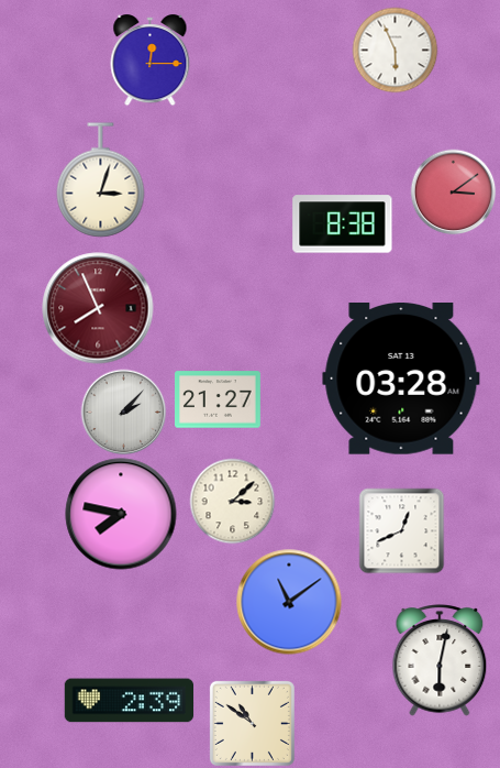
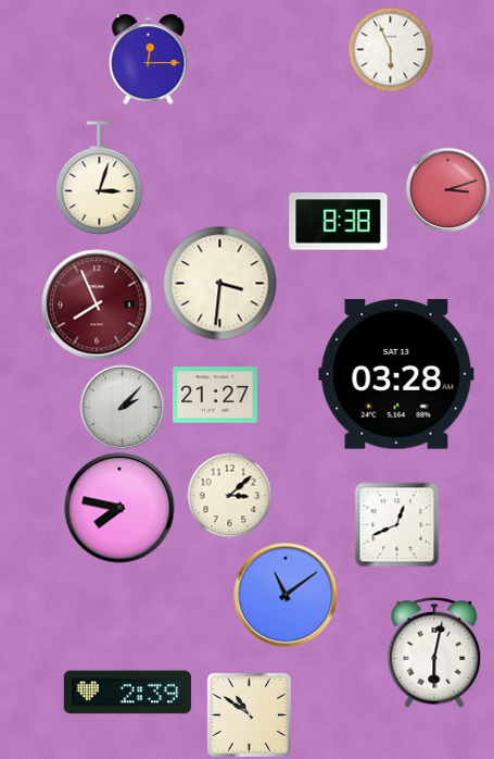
clock at (453, 191): 3:09 -> 3:12
clock at (220, 284): none -> 3:31
